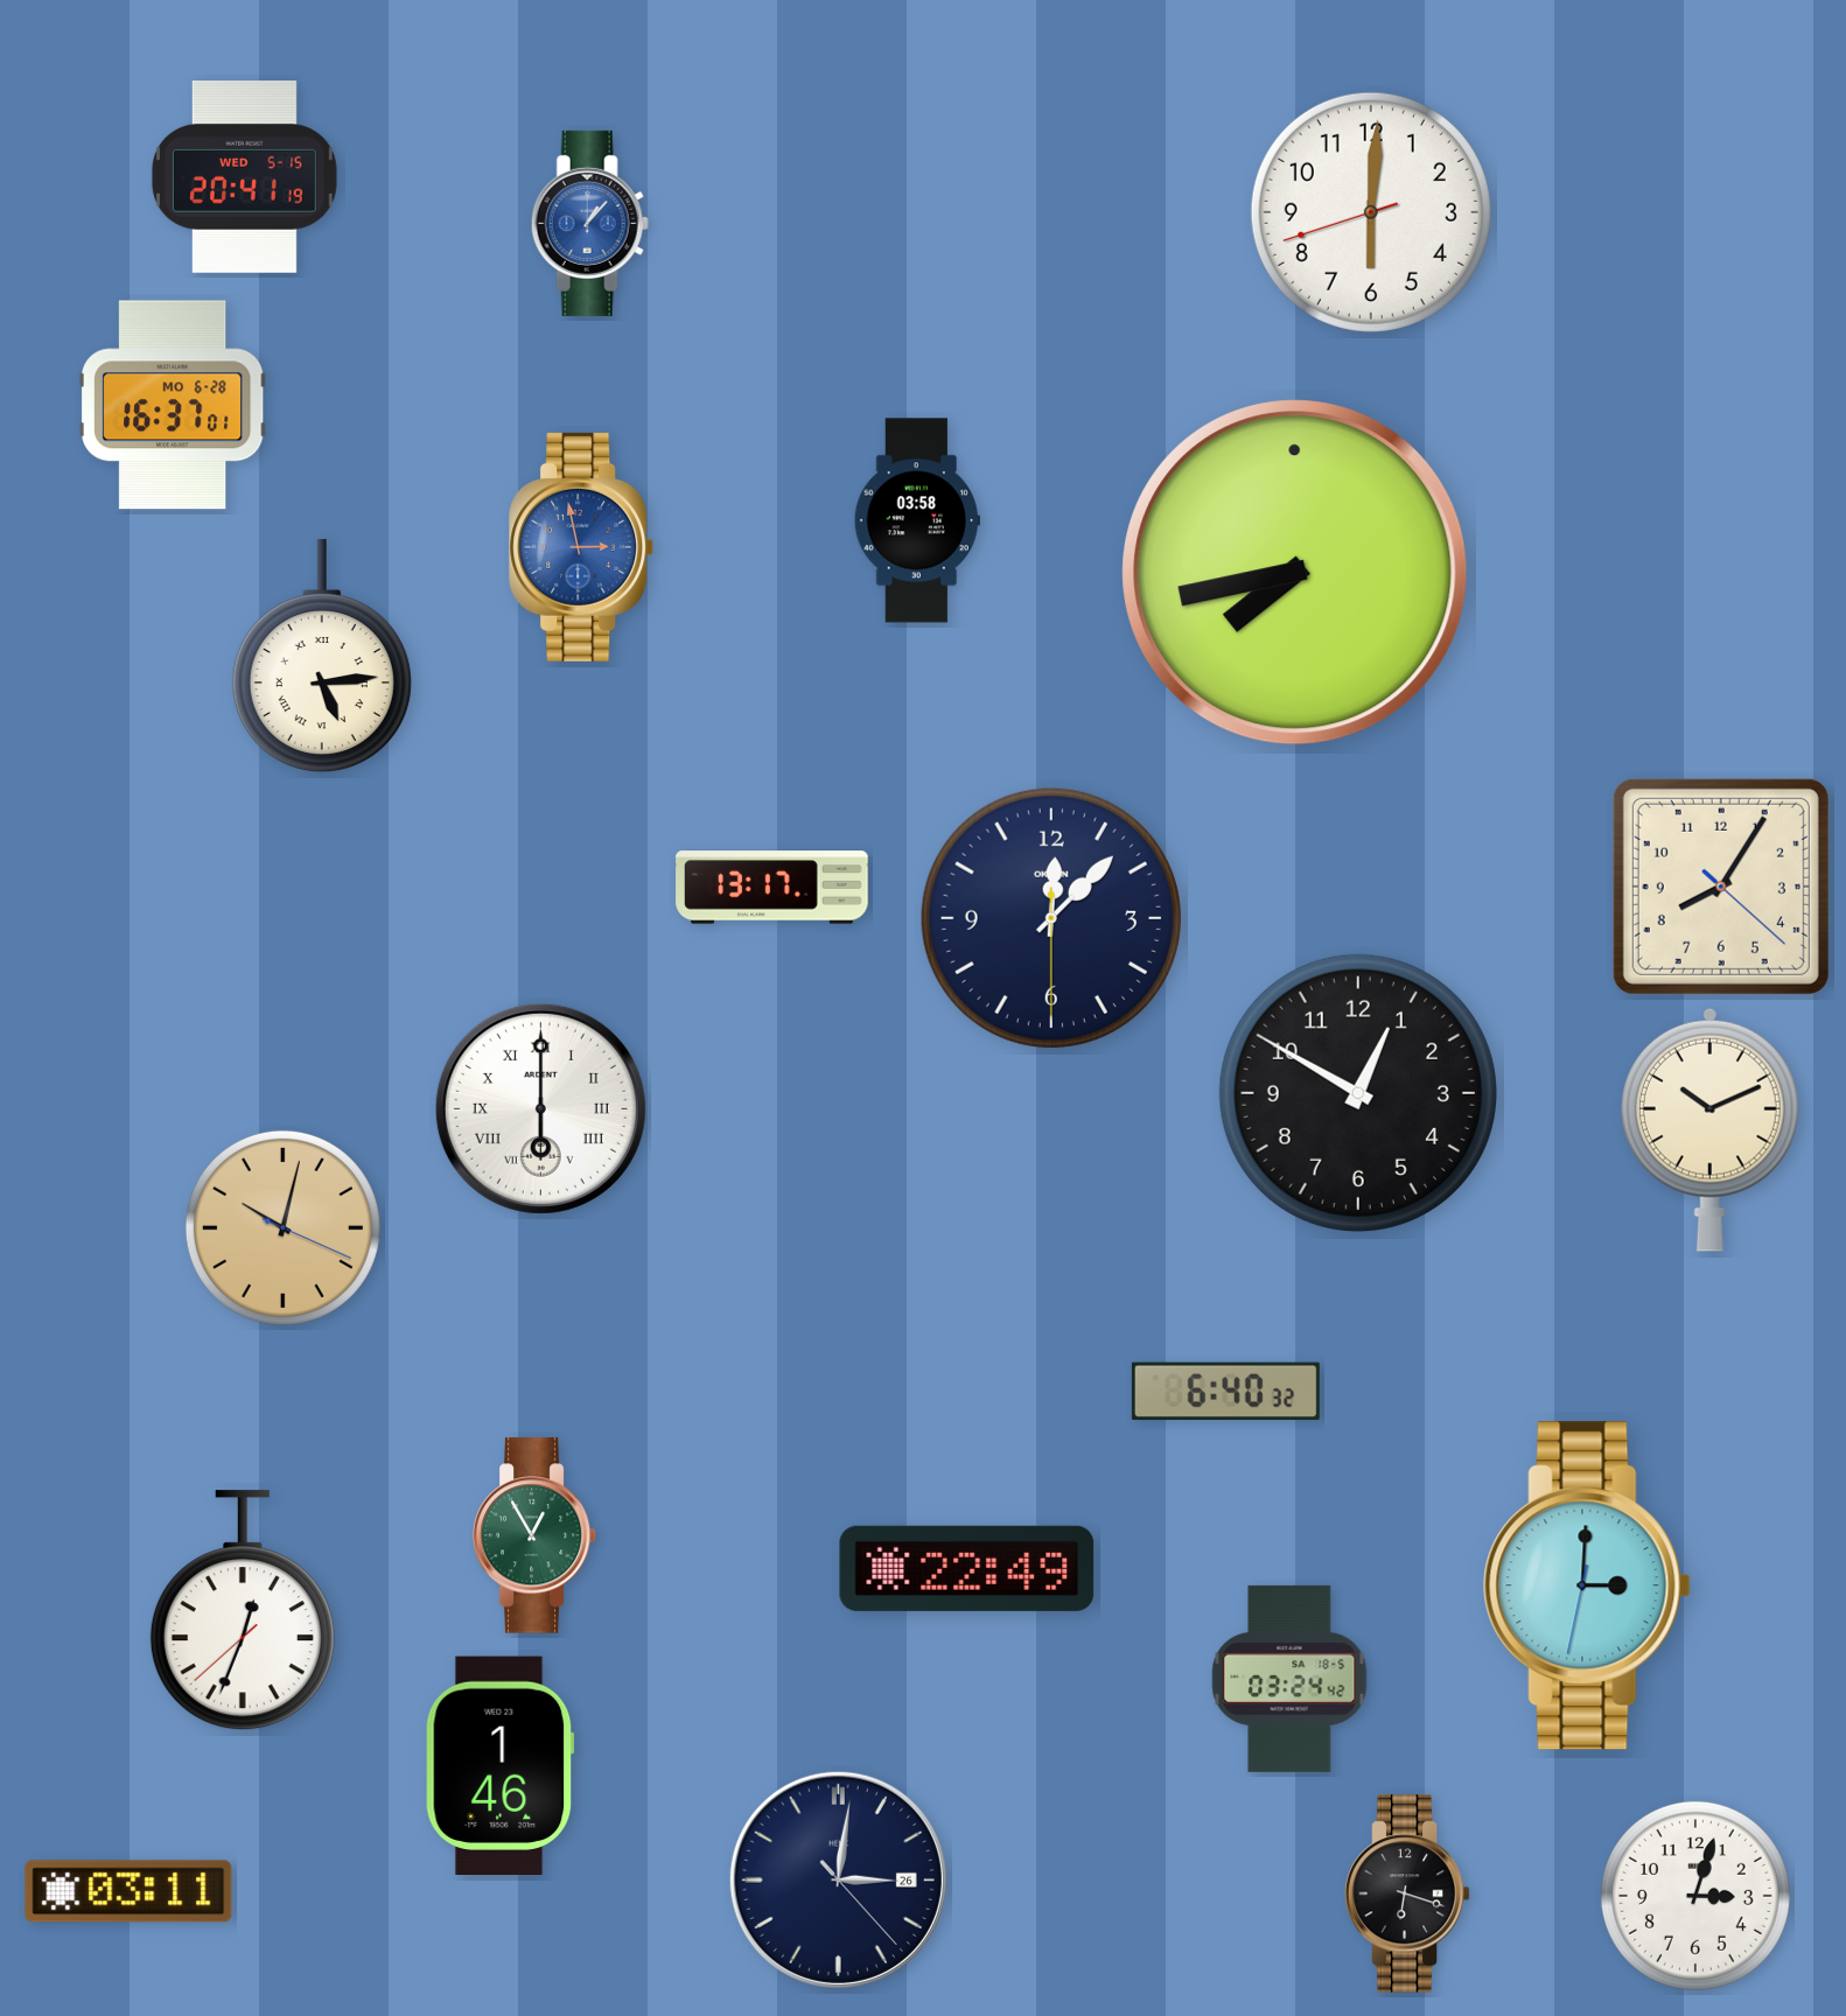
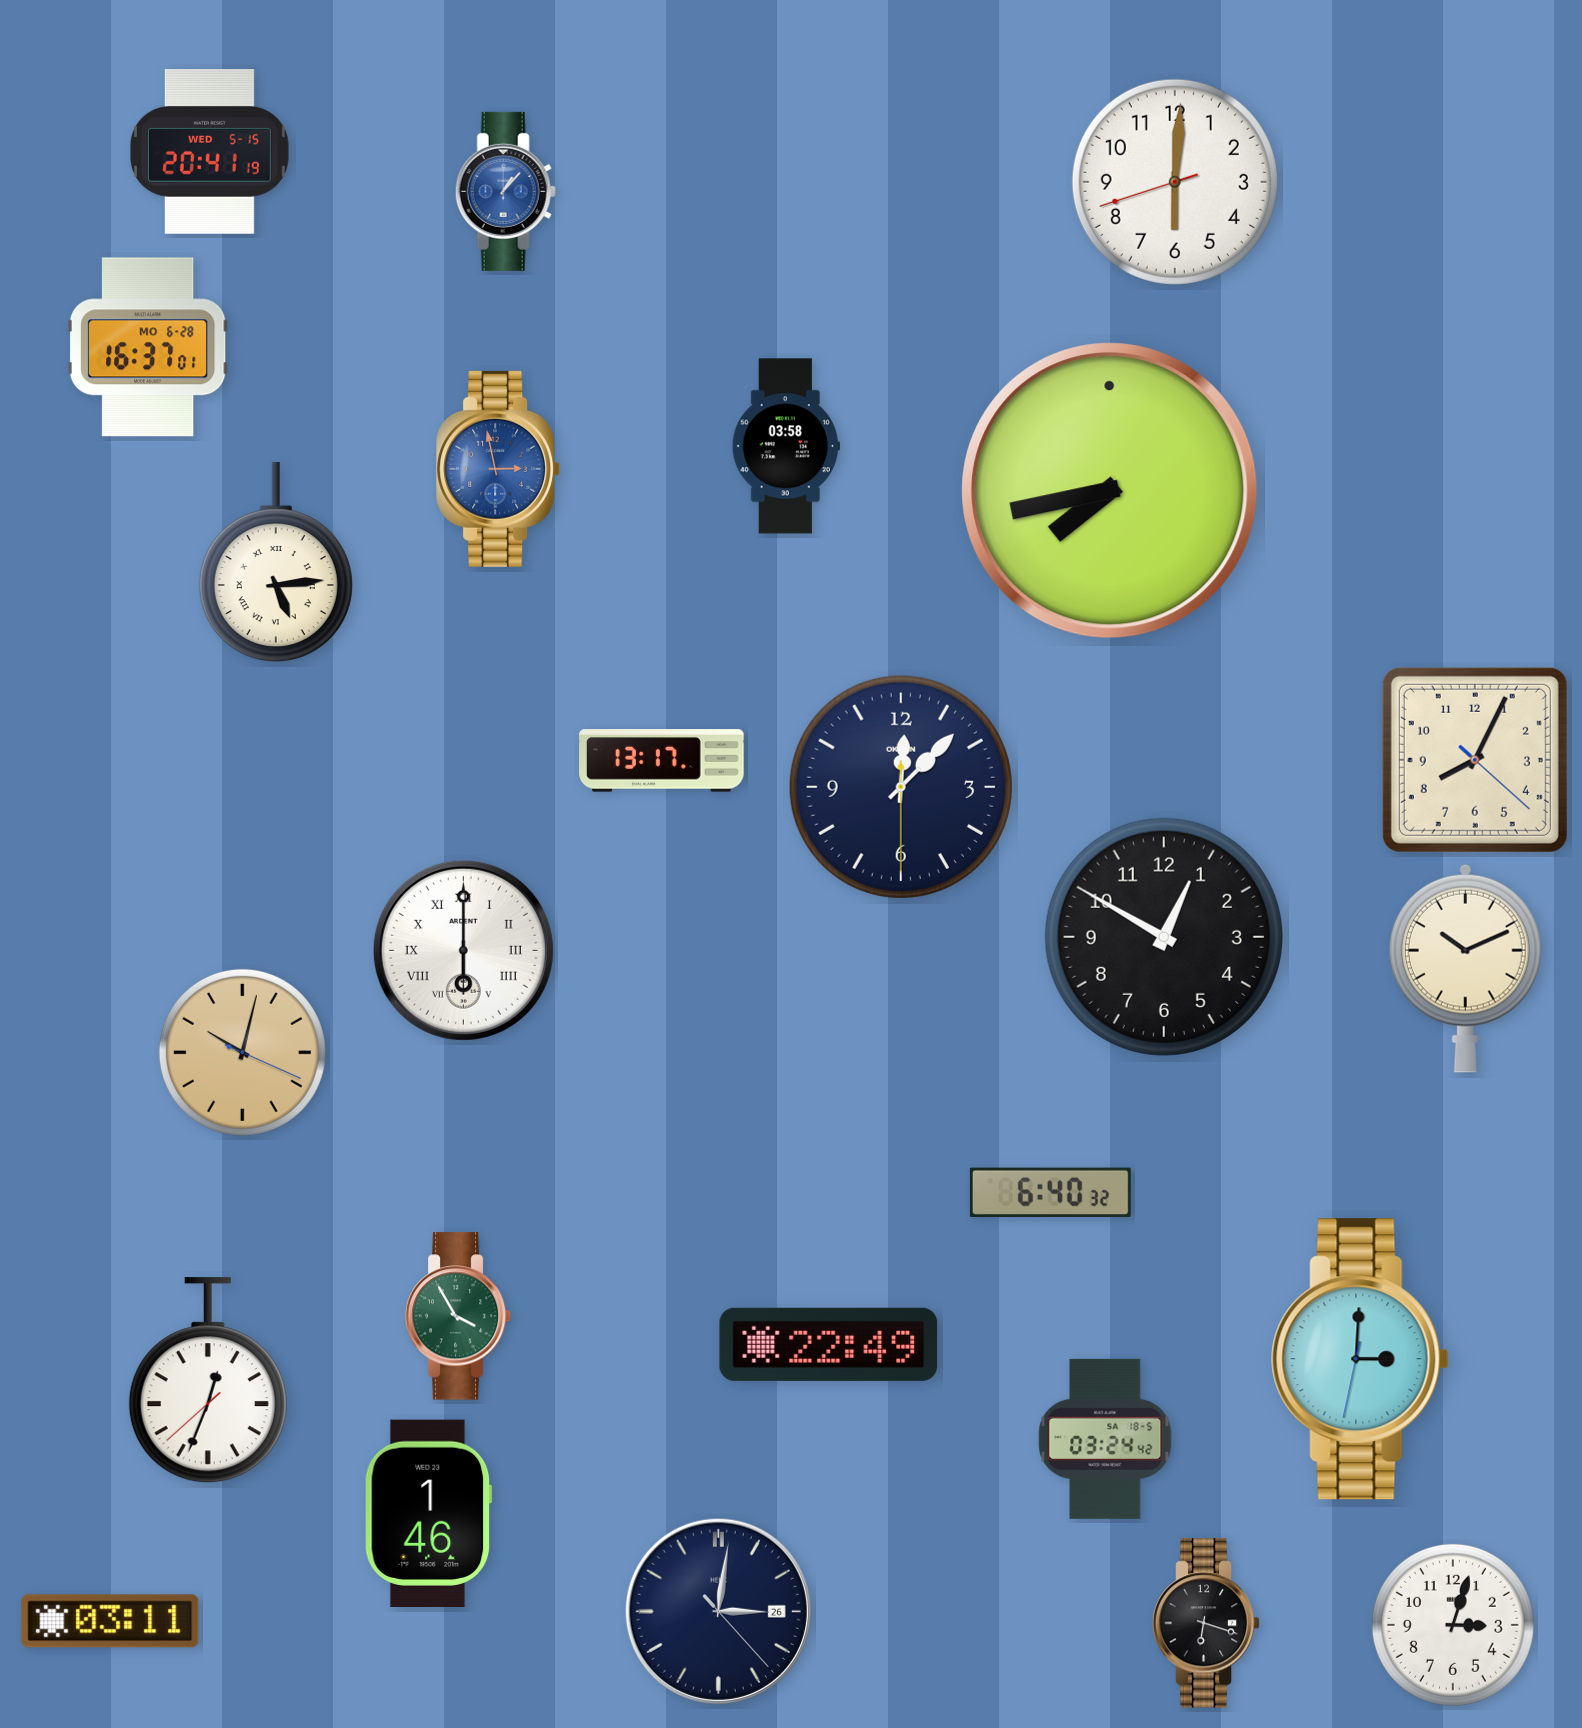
clock at (1721, 887): 8:05 -> 8:04
clock at (534, 1535): 12:55 -> 3:55
